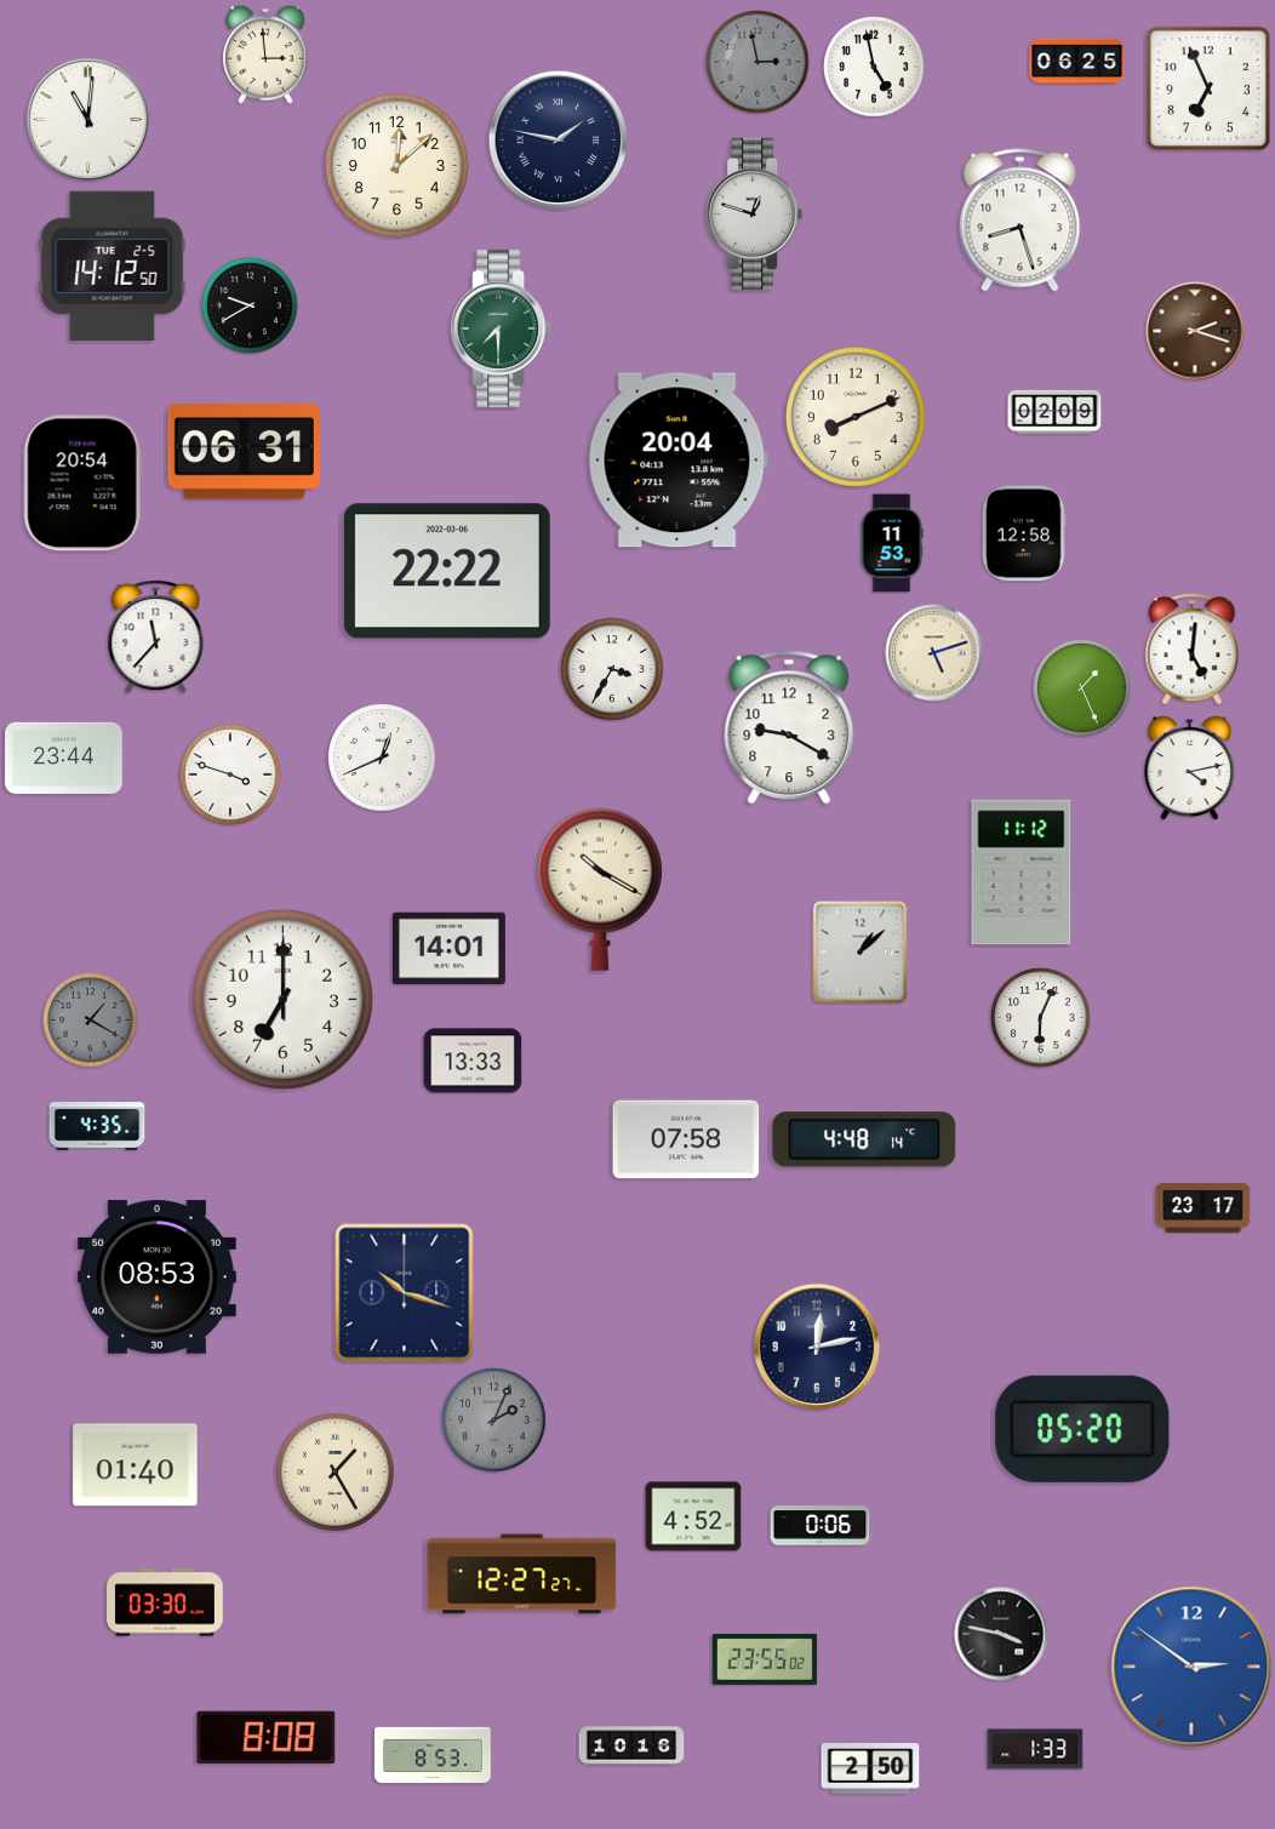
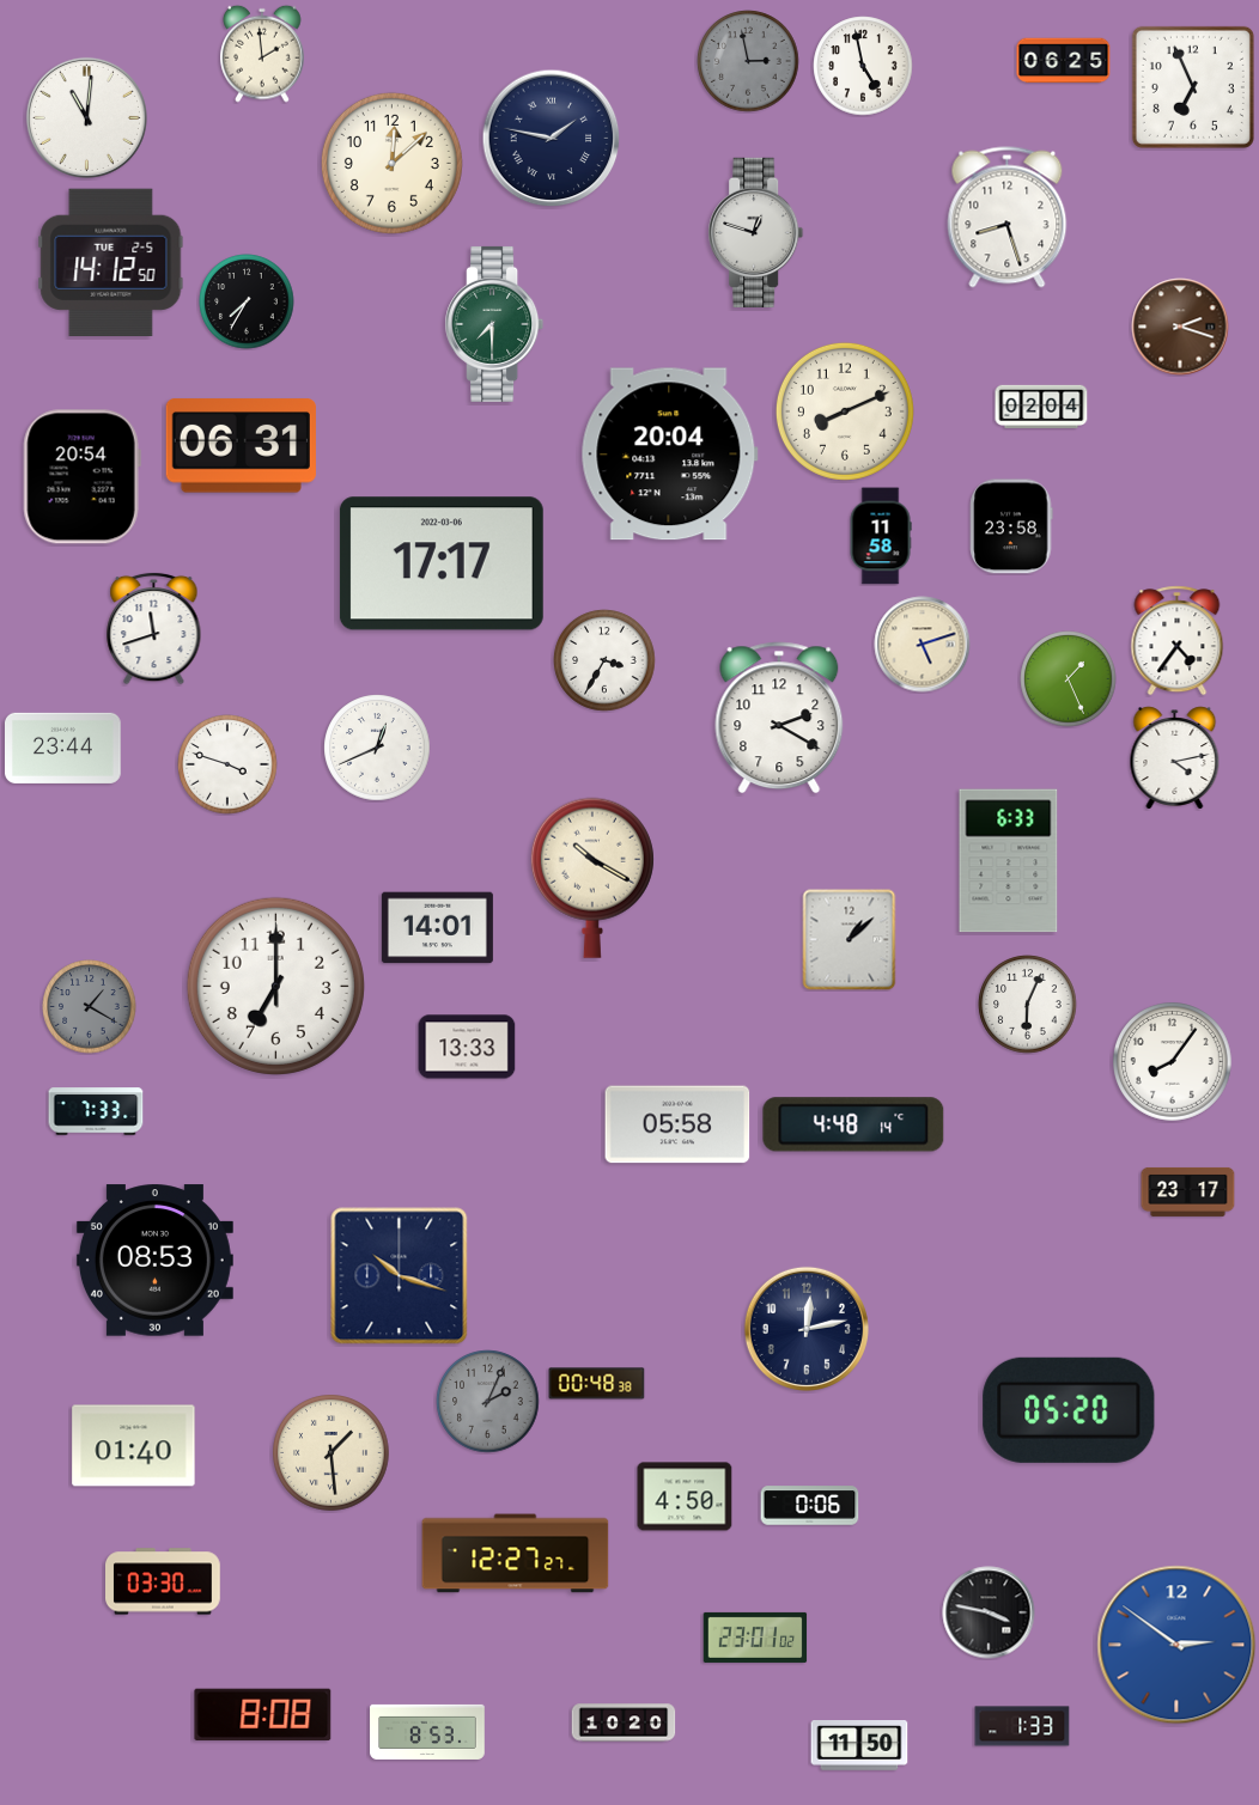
clock at (265, 55): 2:59 -> 1:59
clock at (755, 213) position: (755, 213) -> (756, 232)
clock at (250, 305): 9:40 -> 7:35
clock at (1054, 412): 02:09 -> 02:04
clock at (1024, 533): 12:58 -> 23:58
clock at (892, 543): 11:53 -> 11:58
clock at (447, 571): 22:22 -> 17:17
clock at (156, 636): 11:37 -> 11:42
clock at (1193, 650): 5:01 -> 4:36
clock at (789, 727): 9:20 -> 2:20
clock at (1022, 873): 11:12 -> 6:33
clock at (448, 949) position: (448, 949) -> (437, 928)
clock at (282, 999) position: (282, 999) -> (275, 986)
clock at (1173, 1062): none -> 8:06
clock at (97, 1126): 4:35 -> 7:33
clock at (686, 1139): 07:58 -> 05:58
clock at (597, 1384): none -> 00:48
clock at (336, 1473): 1:25 -> 1:29
clock at (693, 1516): 4:52 -> 4:50
clock at (765, 1659): 23:55 -> 23:01
clock at (631, 1745): 10:16 -> 10:20
clock at (870, 1770): 2:50 -> 11:50
